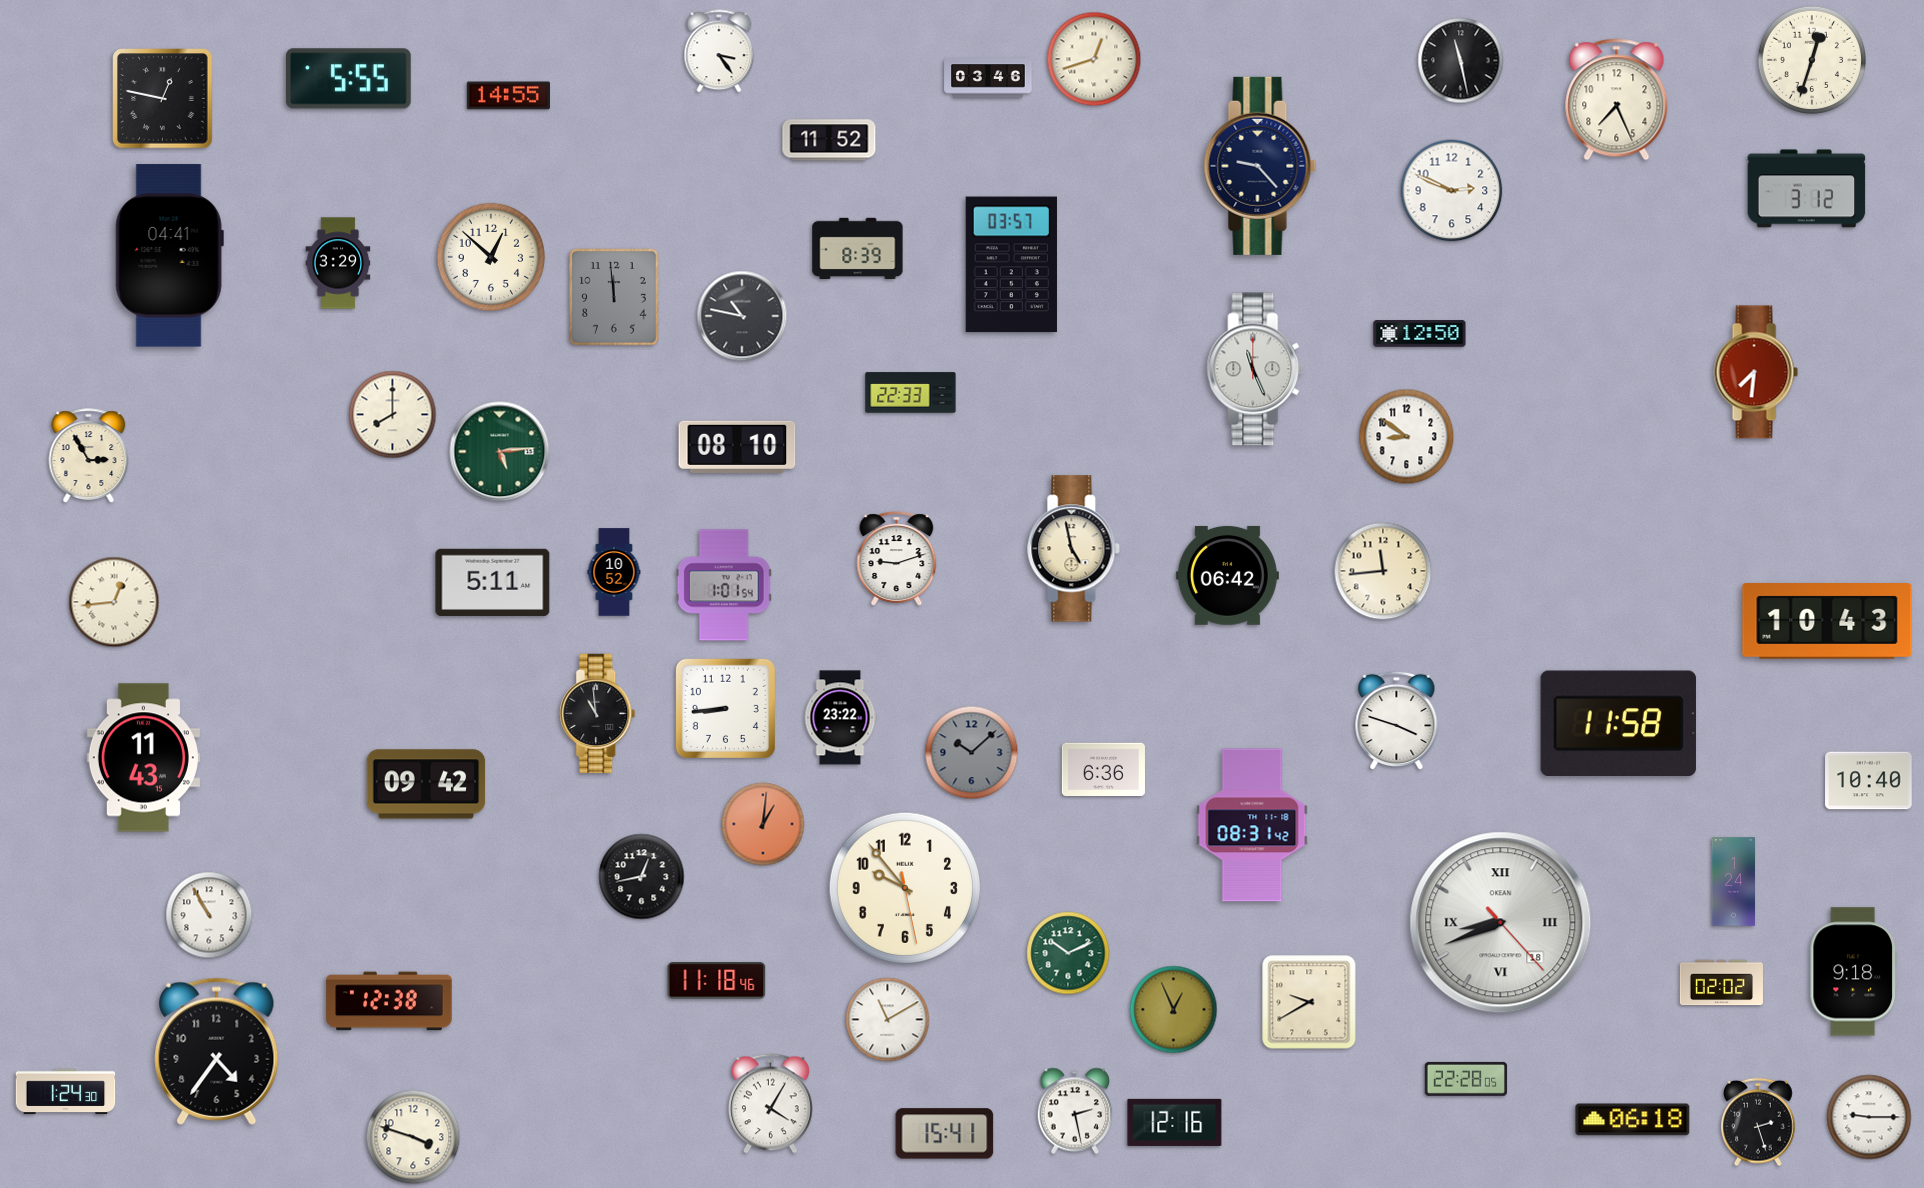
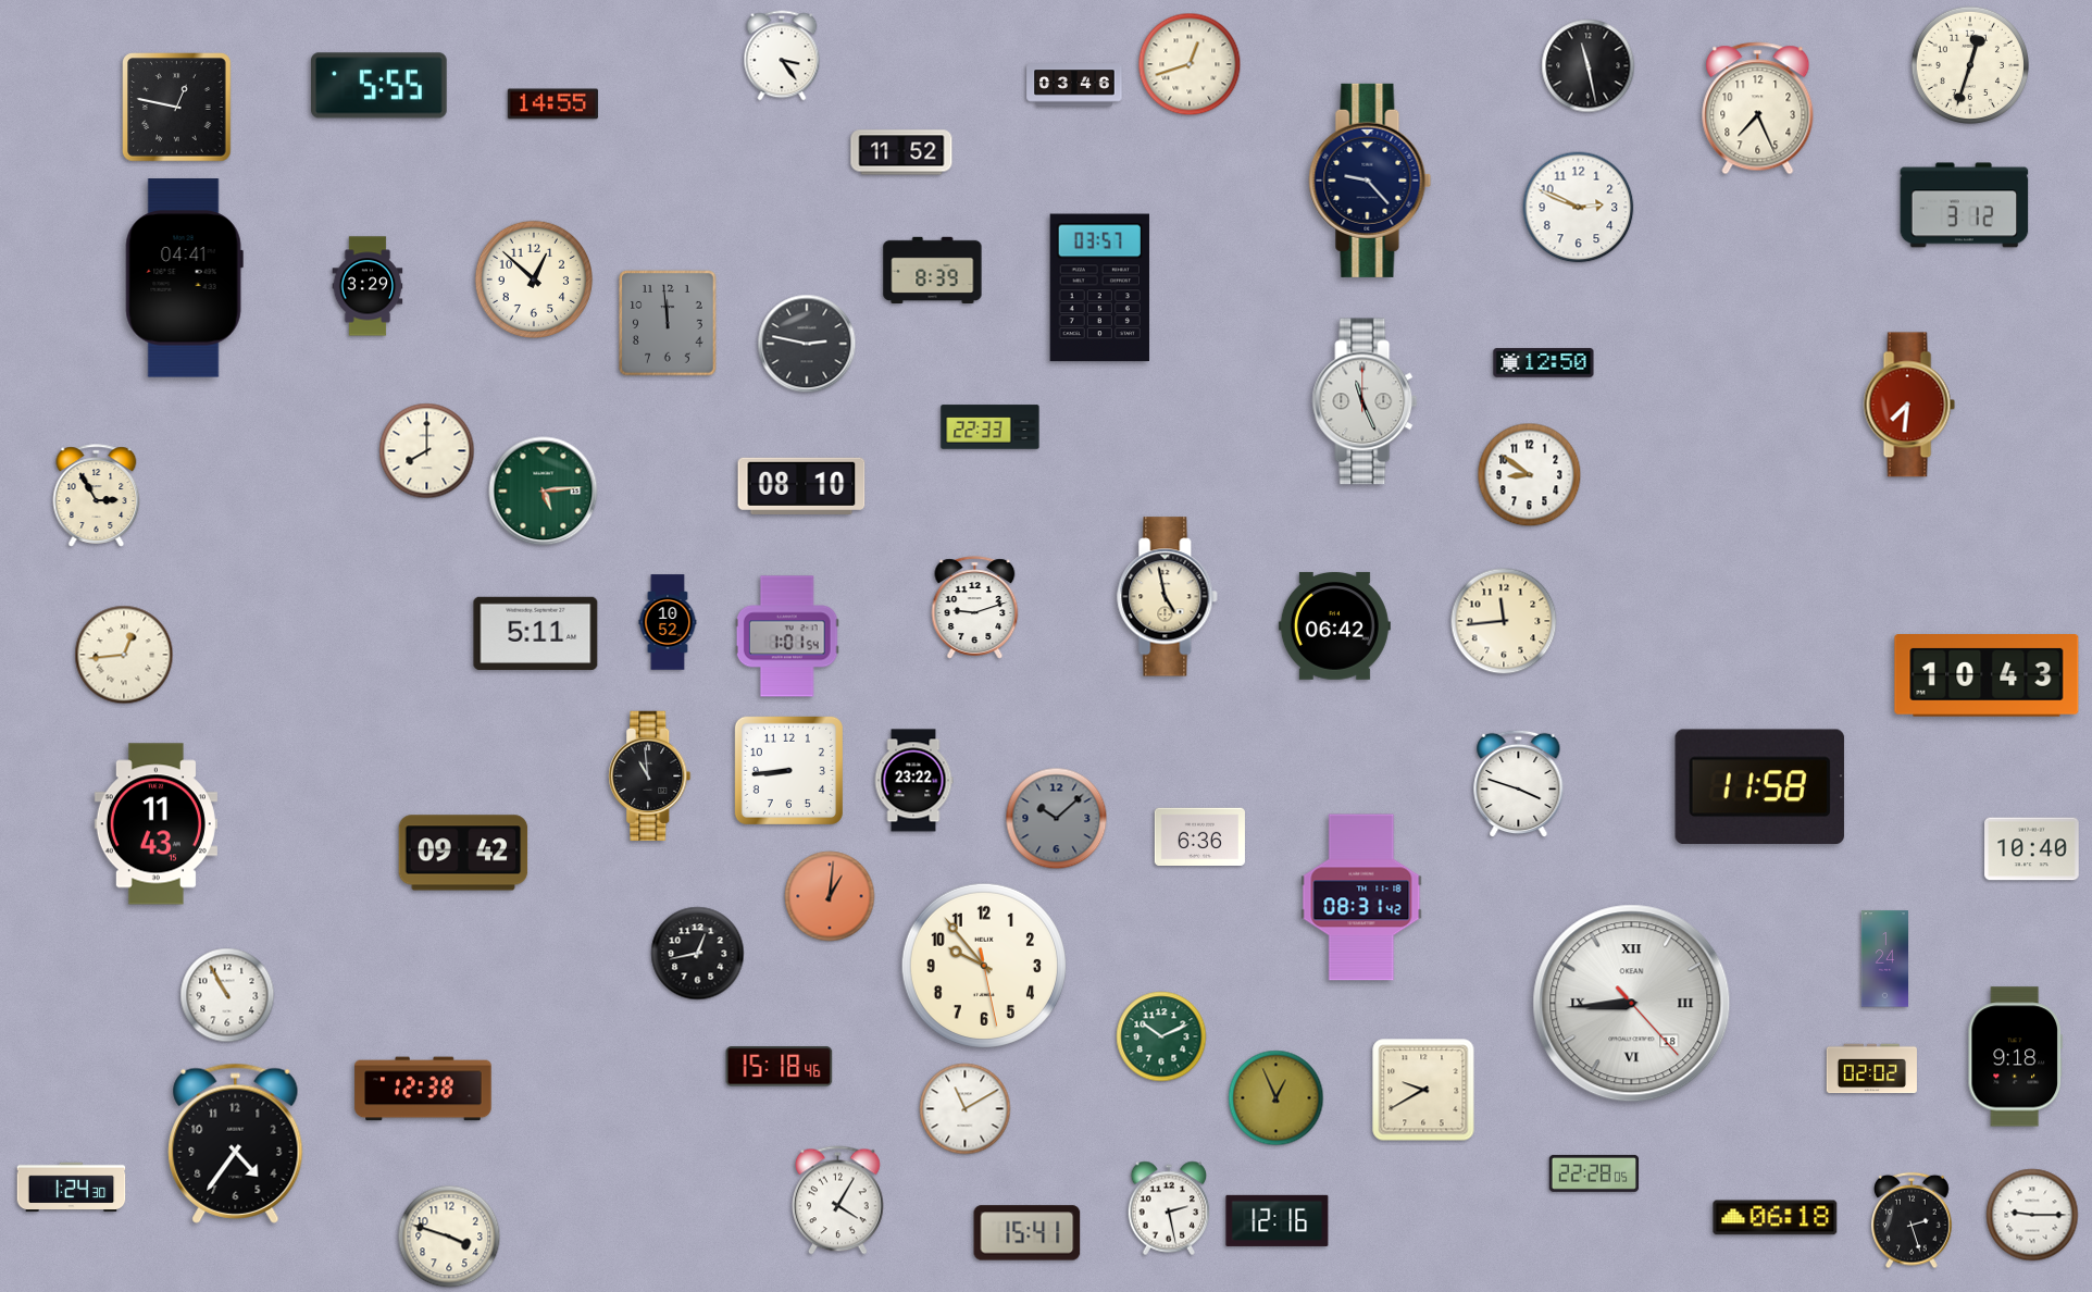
clock at (742, 316): 10:47 -> 2:47
clock at (1501, 923): 8:41 -> 8:44
clock at (717, 981): 11:18 -> 15:18
